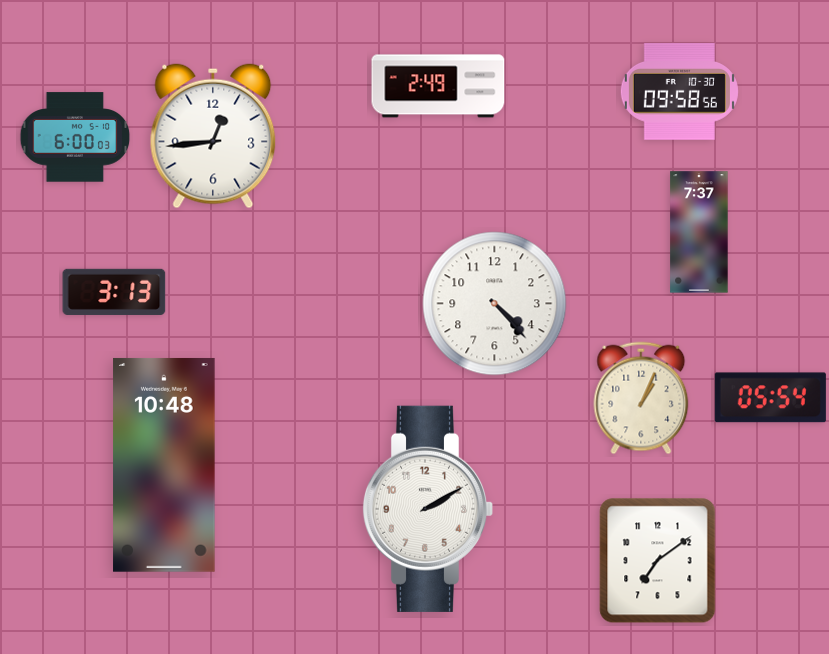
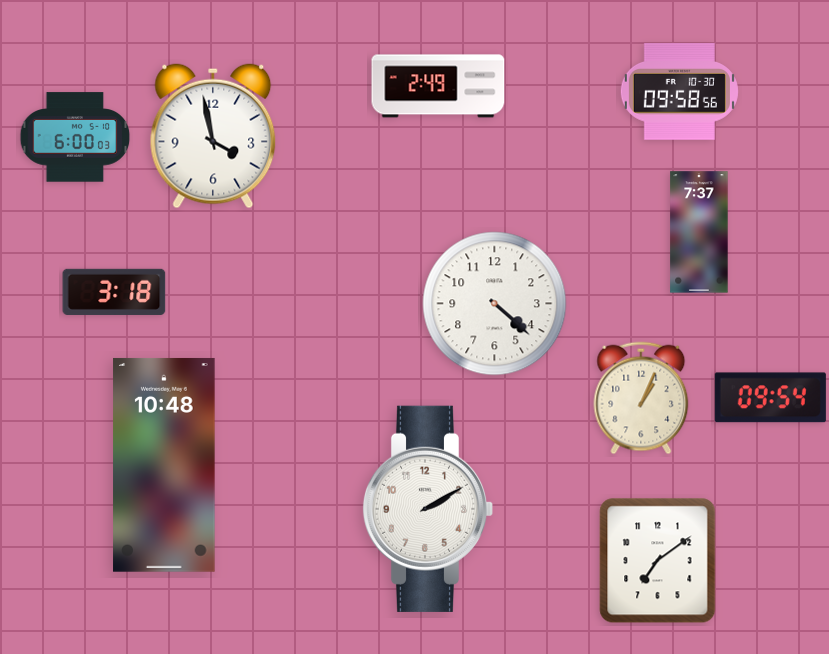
clock at (213, 136): 12:44 -> 3:58
clock at (114, 292): 3:13 -> 3:18
clock at (495, 304): 4:23 -> 4:22
clock at (770, 398): 05:54 -> 09:54
